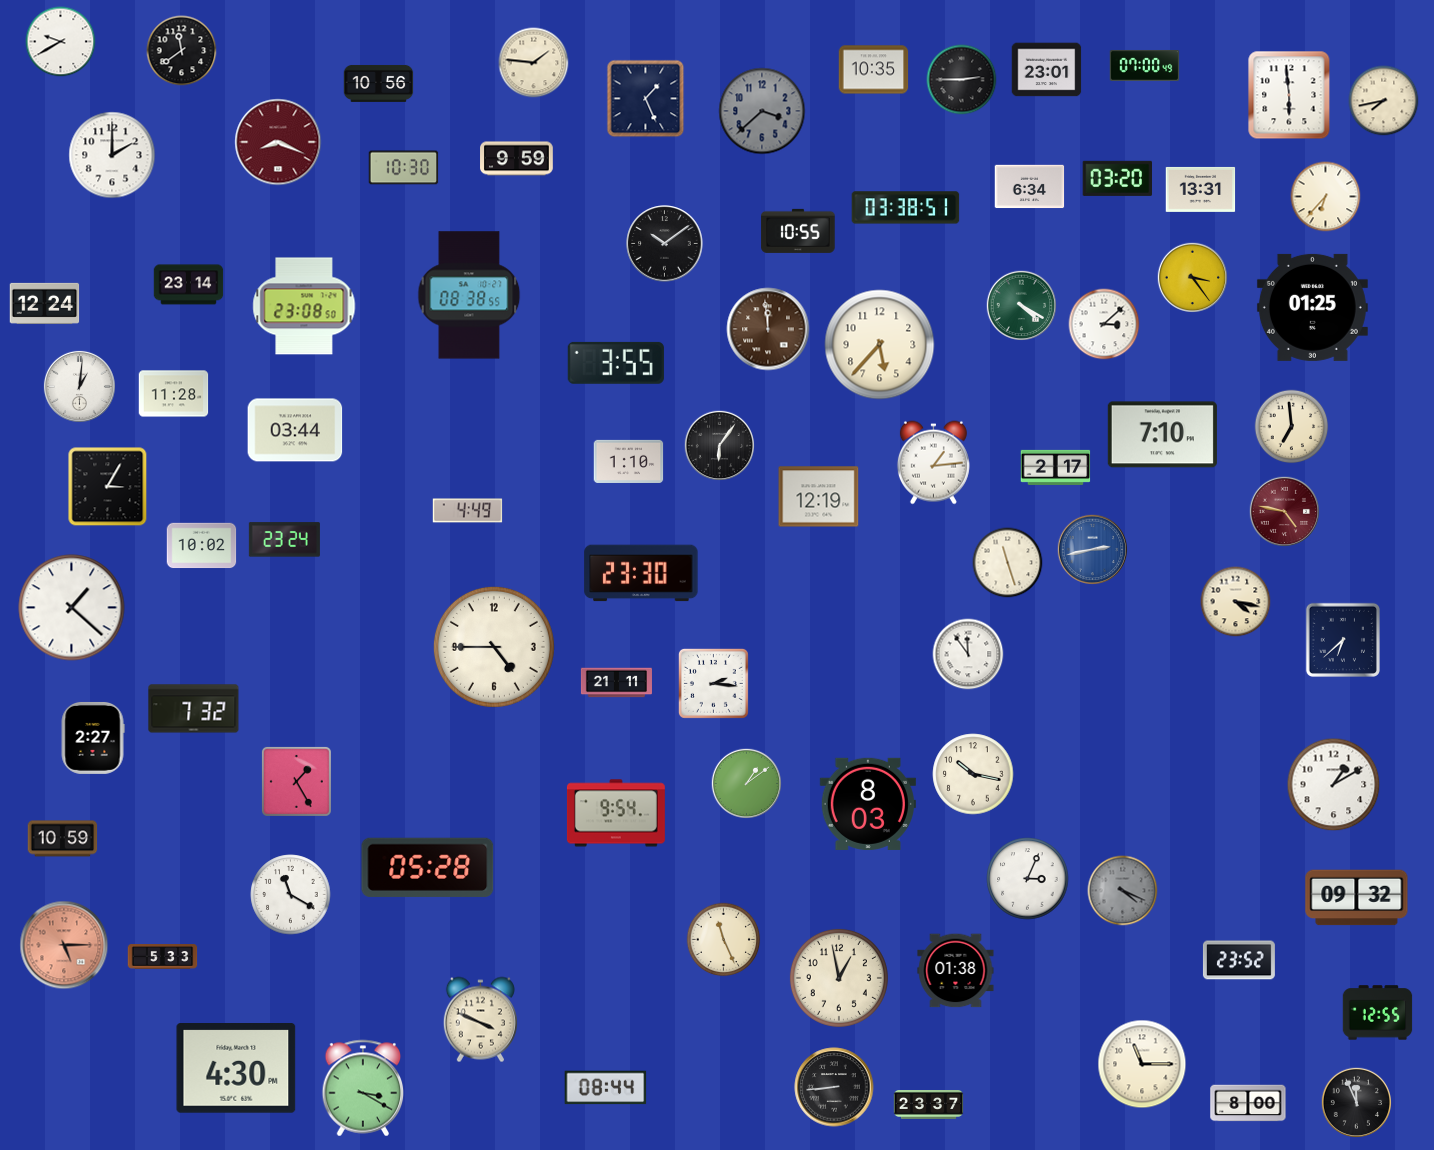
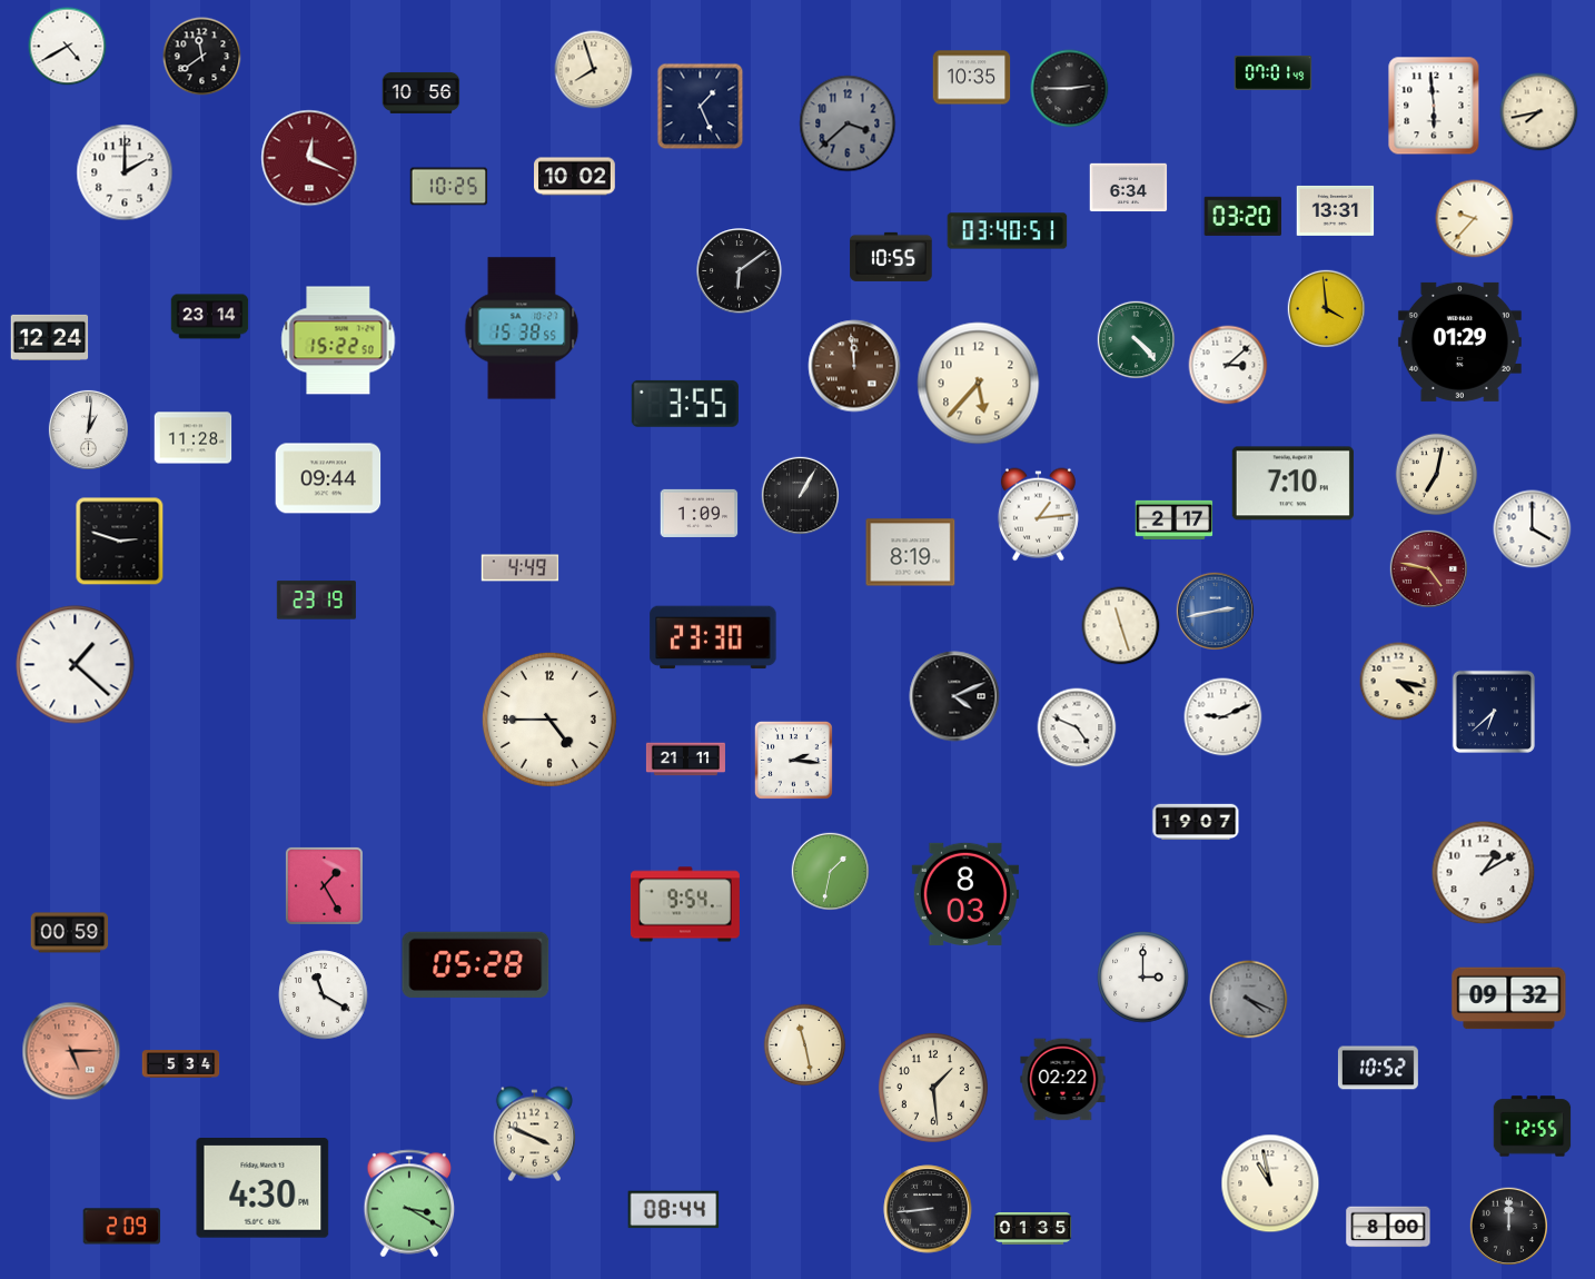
clock at (61, 42): 9:40 -> 4:40
clock at (534, 63): 1:46 -> 7:57
clock at (1145, 65): 07:00 -> 07:01
clock at (1047, 70): 23:01 -> none
clock at (646, 99) position: (646, 99) -> (701, 107)
clock at (278, 142): 8:19 -> 12:19
clock at (517, 159): 9:59 -> 10:02
clock at (404, 168): 10:30 -> 10:25
clock at (1118, 178) position: (1118, 178) -> (1244, 216)
clock at (1030, 187) position: (1030, 187) -> (1129, 188)
clock at (1326, 197): 6:37 -> 9:37
clock at (906, 208): 03:38 -> 03:40
clock at (798, 231) position: (798, 231) -> (891, 257)
clock at (665, 244): 10:09 -> 6:09
clock at (1193, 278): 3:24 -> 3:59
clock at (469, 295): 08:38 -> 15:38
clock at (304, 306): 23:08 -> 15:22
clock at (1022, 306): 4:20 -> 4:23
clock at (1312, 307): 01:25 -> 01:29
clock at (1104, 324) position: (1104, 324) -> (1228, 365)
clock at (1292, 427): 6:59 -> 7:02
clock at (295, 430): 03:44 -> 09:44
clock at (720, 446): 6:06 -> 1:05
clock at (629, 461): 1:10 -> 1:09
clock at (1533, 529): none -> 4:00
clock at (108, 487): 3:05 -> 2:48
clock at (819, 497): 12:19 -> 8:19
clock at (284, 540): 23:24 -> 23:19
clock at (202, 546): 10:02 -> none
clock at (1236, 602) position: (1236, 602) -> (1399, 682)
clock at (72, 608) position: (72, 608) -> (76, 665)
clock at (954, 696): none -> 4:11
clock at (1224, 717): none -> 9:11
clock at (968, 654): 11:54 -> 4:49
clock at (194, 709): 7:32 -> none
clock at (93, 738): 2:27 -> none
clock at (1196, 822): none -> 19:07
clock at (973, 774): 10:17 -> none
clock at (296, 781) position: (296, 781) -> (324, 885)
clock at (747, 784): 1:09 -> 1:32
clock at (63, 839): 10:59 -> 00:59
clock at (1028, 879): 3:04 -> 3:00
clock at (1123, 891) position: (1123, 891) -> (1249, 1000)
clock at (724, 940): 11:26 -> 11:28
clock at (163, 957): 5:33 -> 5:34
clock at (1239, 960): 23:52 -> 10:52
clock at (956, 971): 01:38 -> 02:22
clock at (839, 978): 12:58 -> 1:29
clock at (1142, 1064): 11:15 -> 10:58
clock at (363, 1088) position: (363, 1088) -> (409, 1203)
clock at (122, 1227): none -> 2:09
clock at (1357, 1103): 11:56 -> 12:00
clock at (929, 1105): 23:37 -> 01:35
